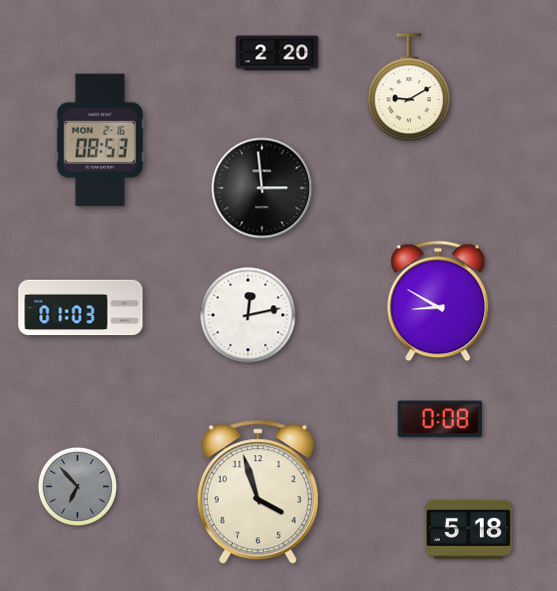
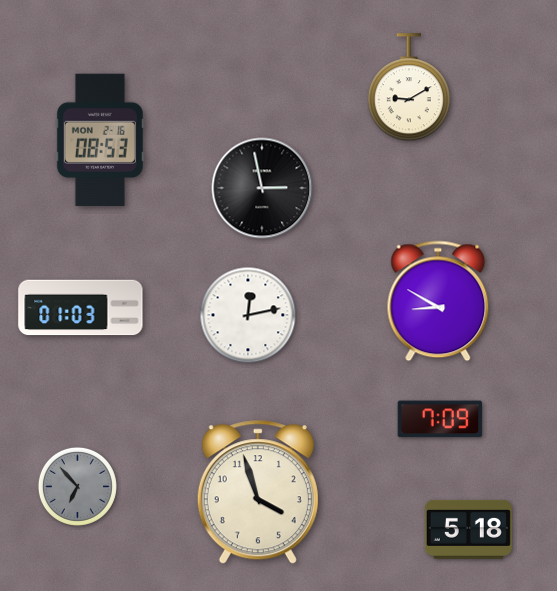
clock at (277, 53): 2:20 -> none
clock at (262, 188): 2:59 -> 2:58
clock at (440, 419): 0:08 -> 7:09
